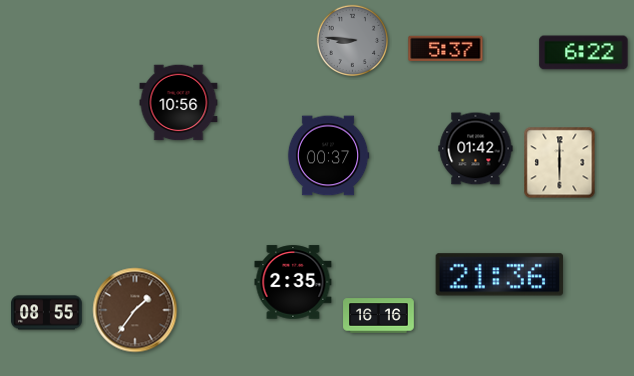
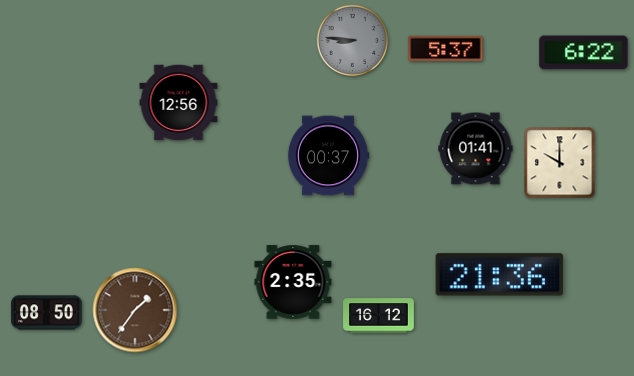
clock at (179, 103): 10:56 -> 12:56
clock at (476, 149): 01:42 -> 01:41
clock at (560, 163): 6:00 -> 10:00
clock at (47, 313): 08:55 -> 08:50
clock at (379, 316): 16:16 -> 16:12
